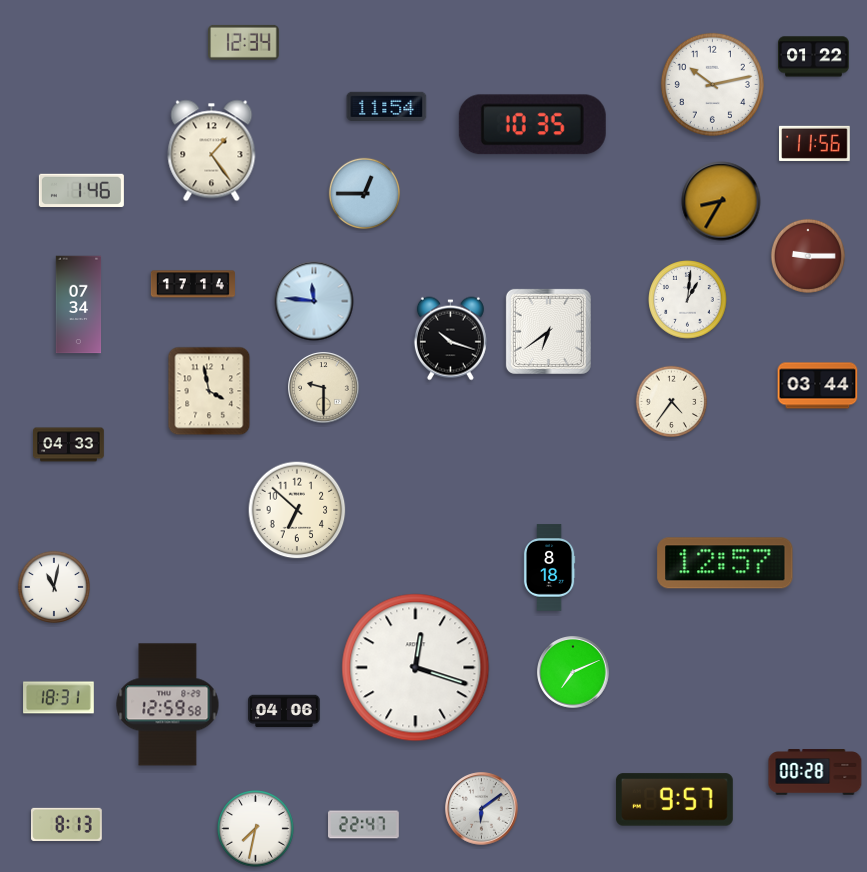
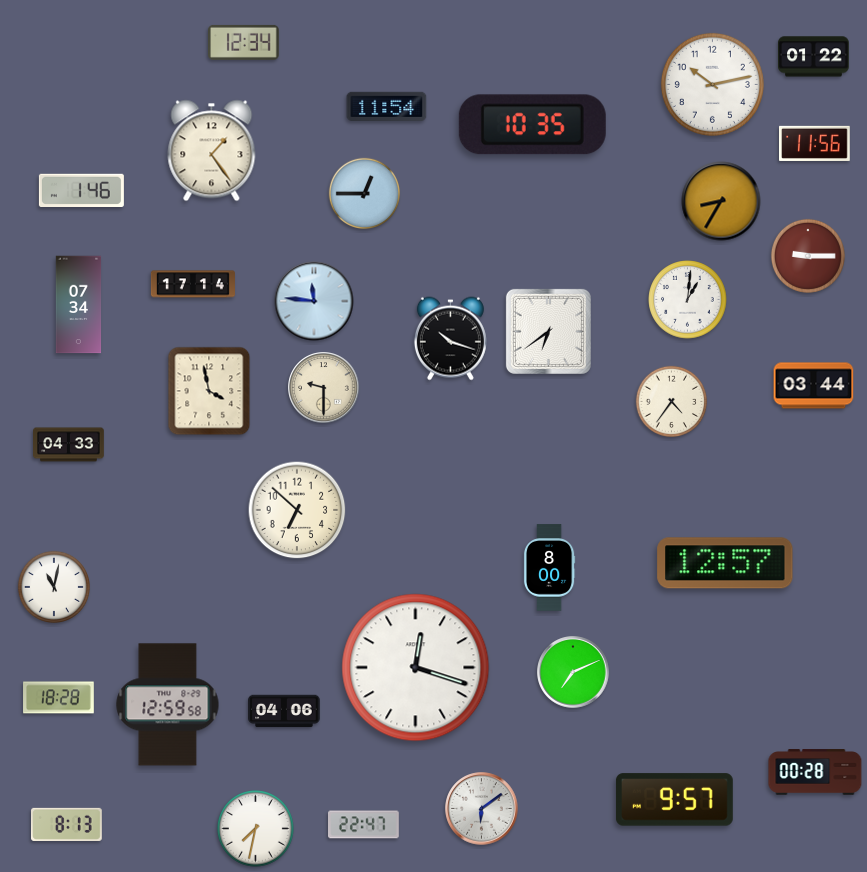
clock at (818, 386) position: (818, 386) -> (814, 386)
clock at (549, 568): 8:18 -> 8:00
clock at (59, 698): 18:31 -> 18:28
